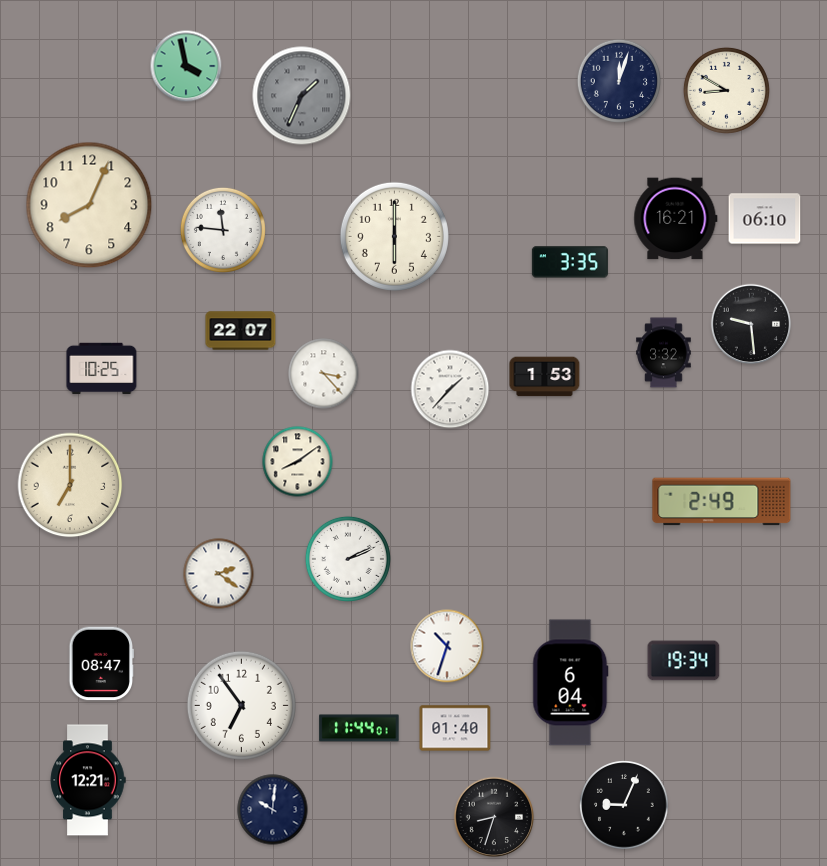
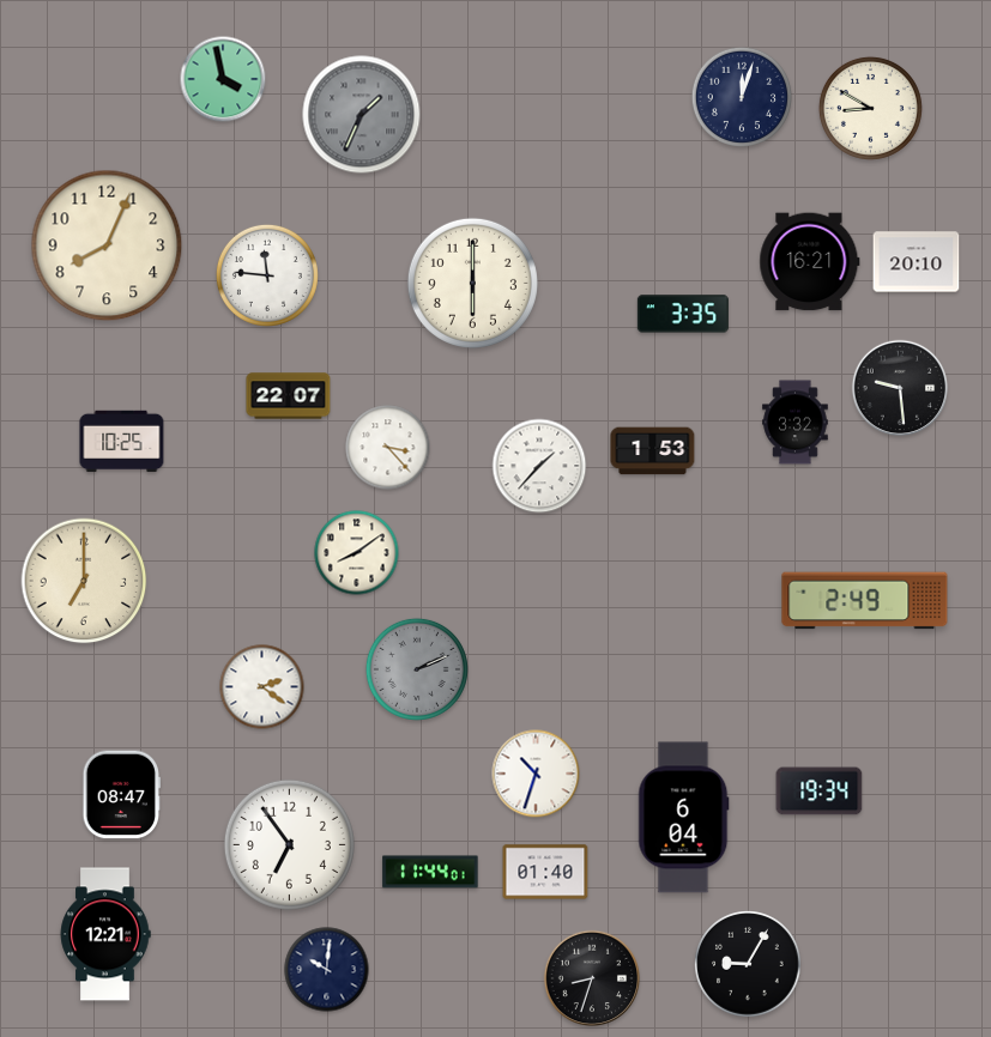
clock at (765, 219): 06:10 -> 20:10
clock at (348, 559) dial: white -> grey
clock at (624, 805): 9:04 -> 9:05
